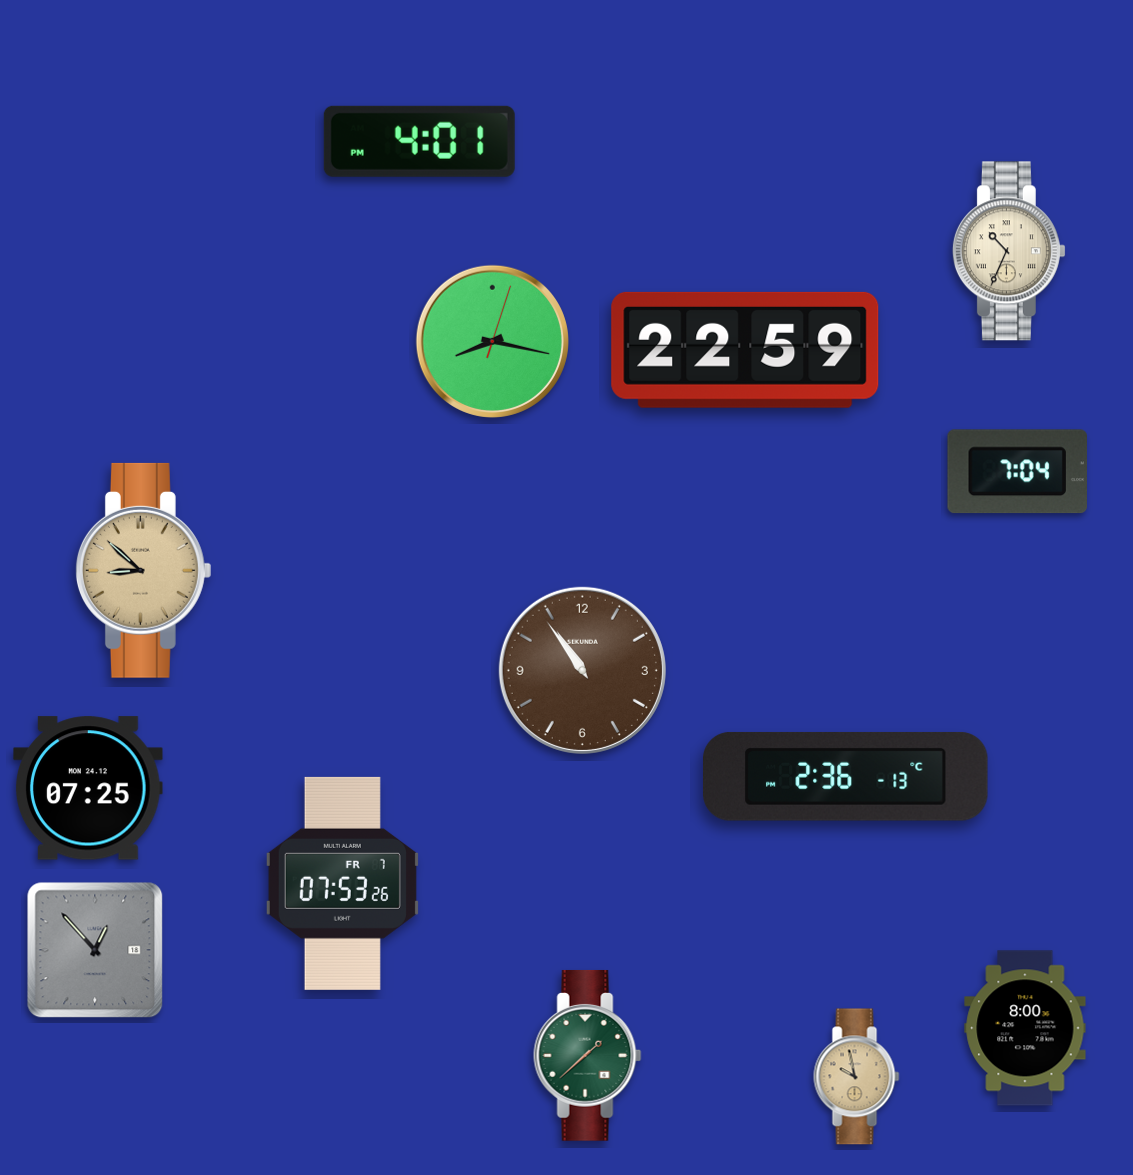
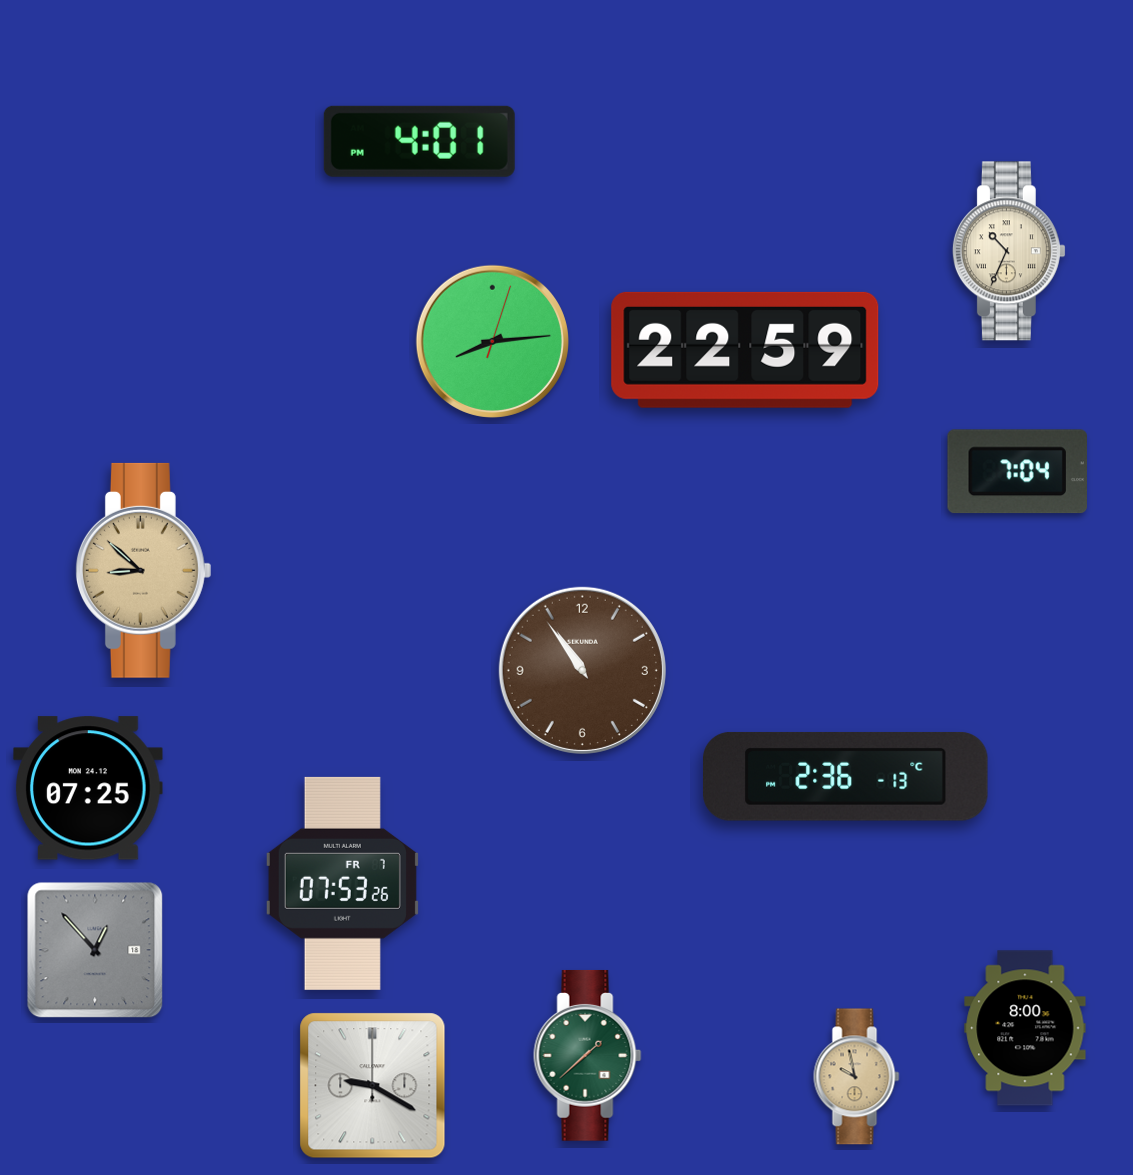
clock at (492, 341): 8:17 -> 8:14
clock at (373, 1086): none -> 9:20
